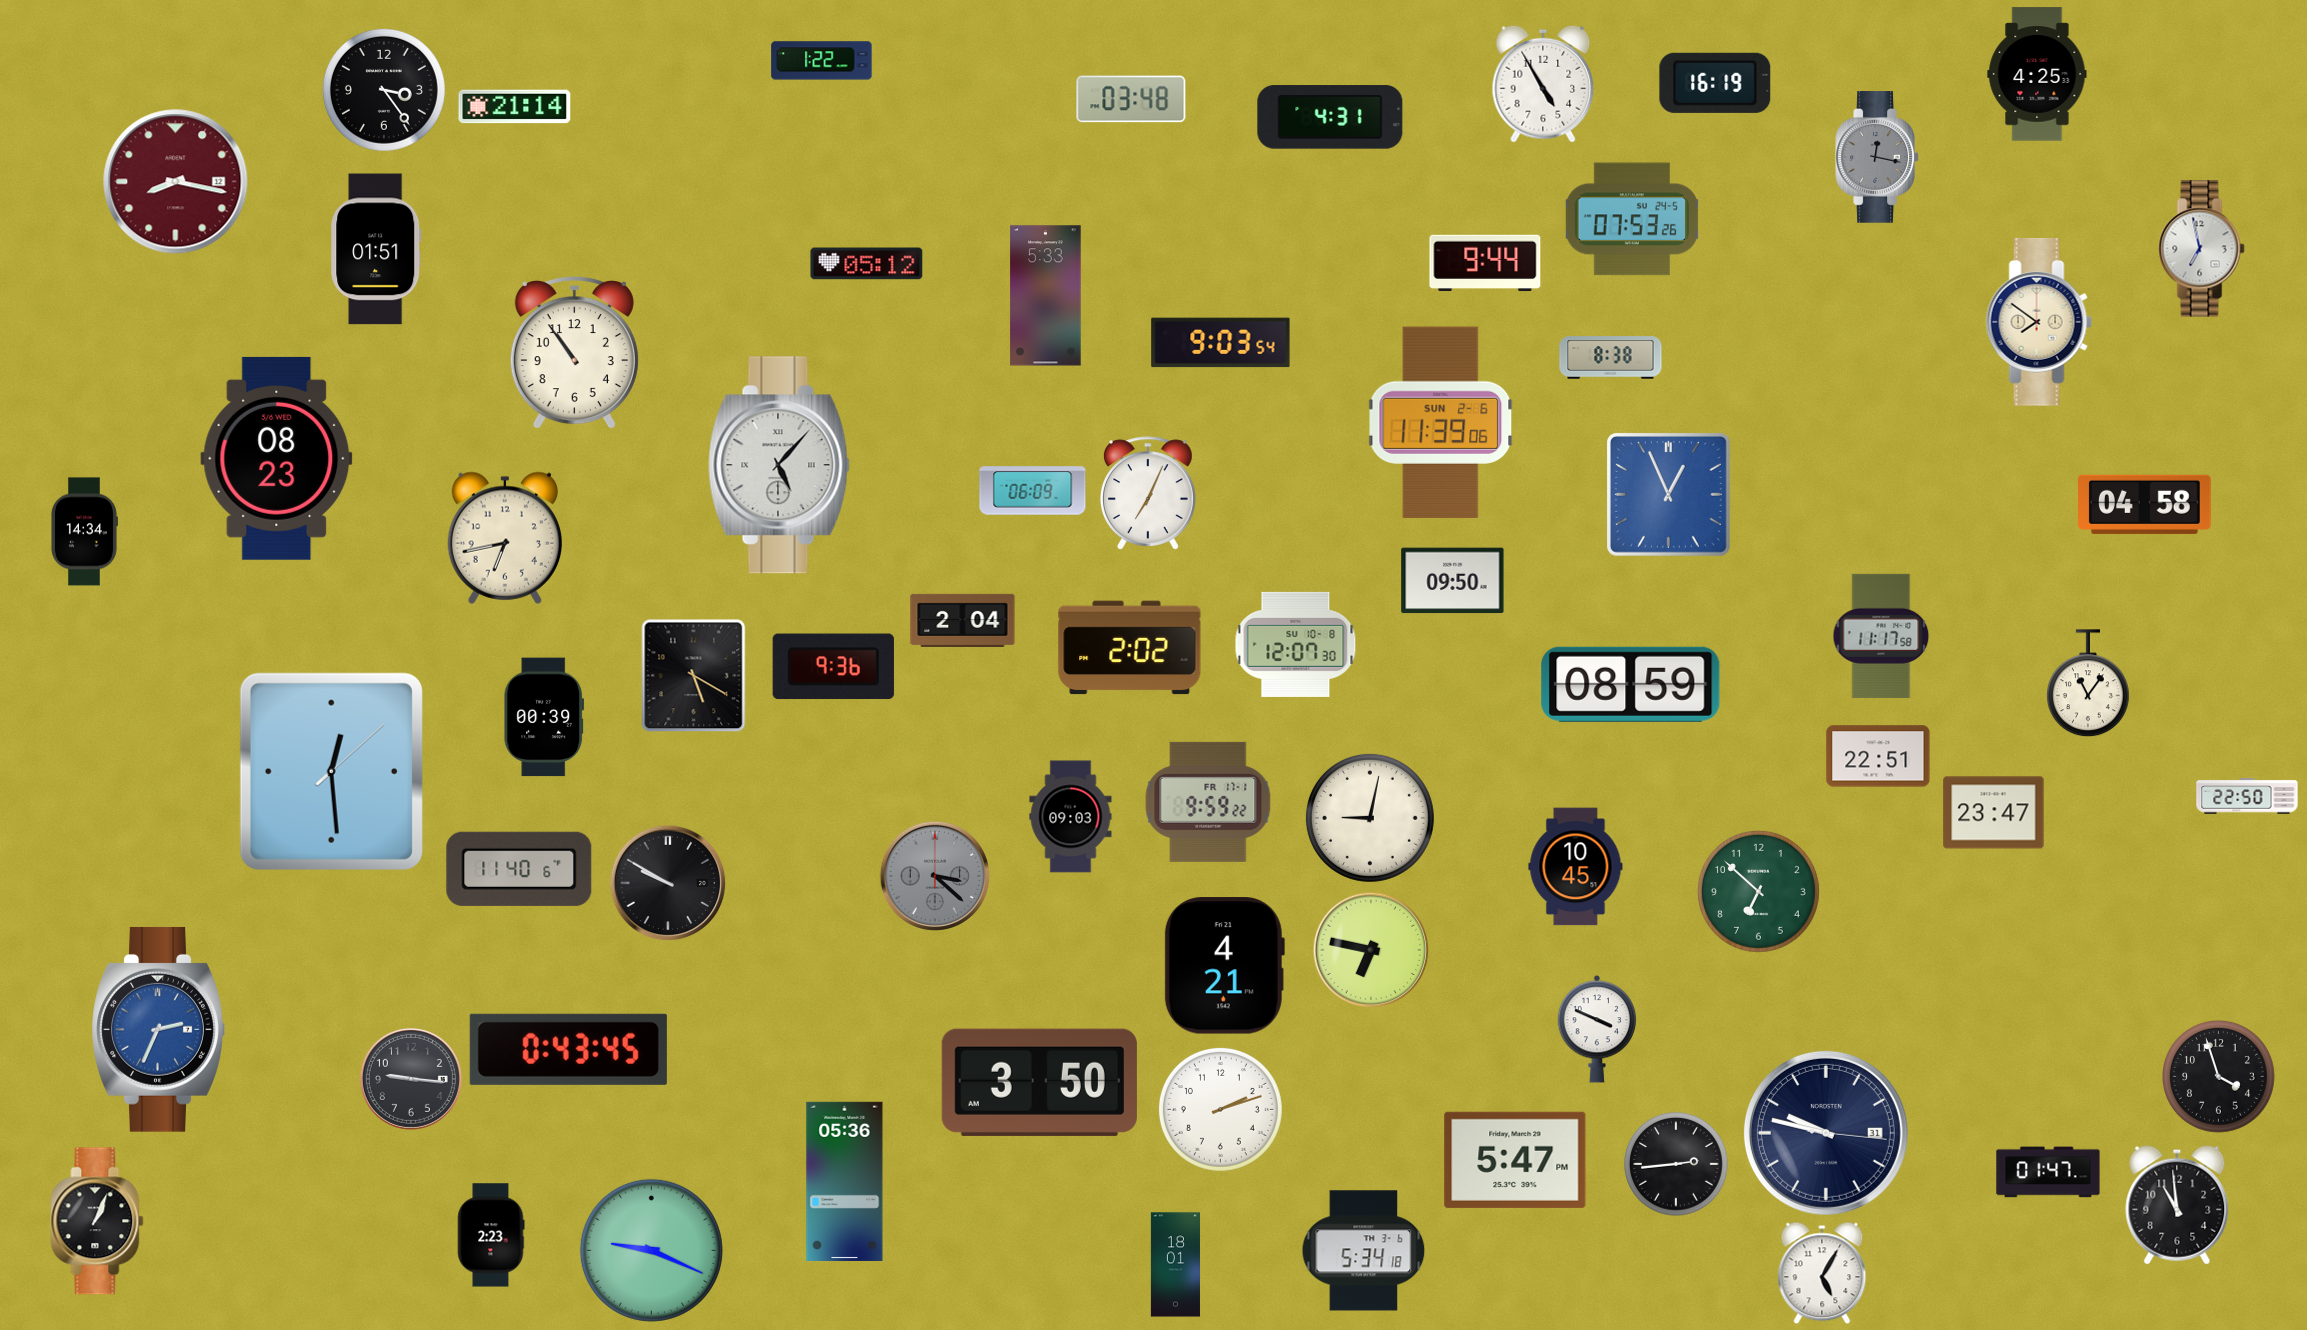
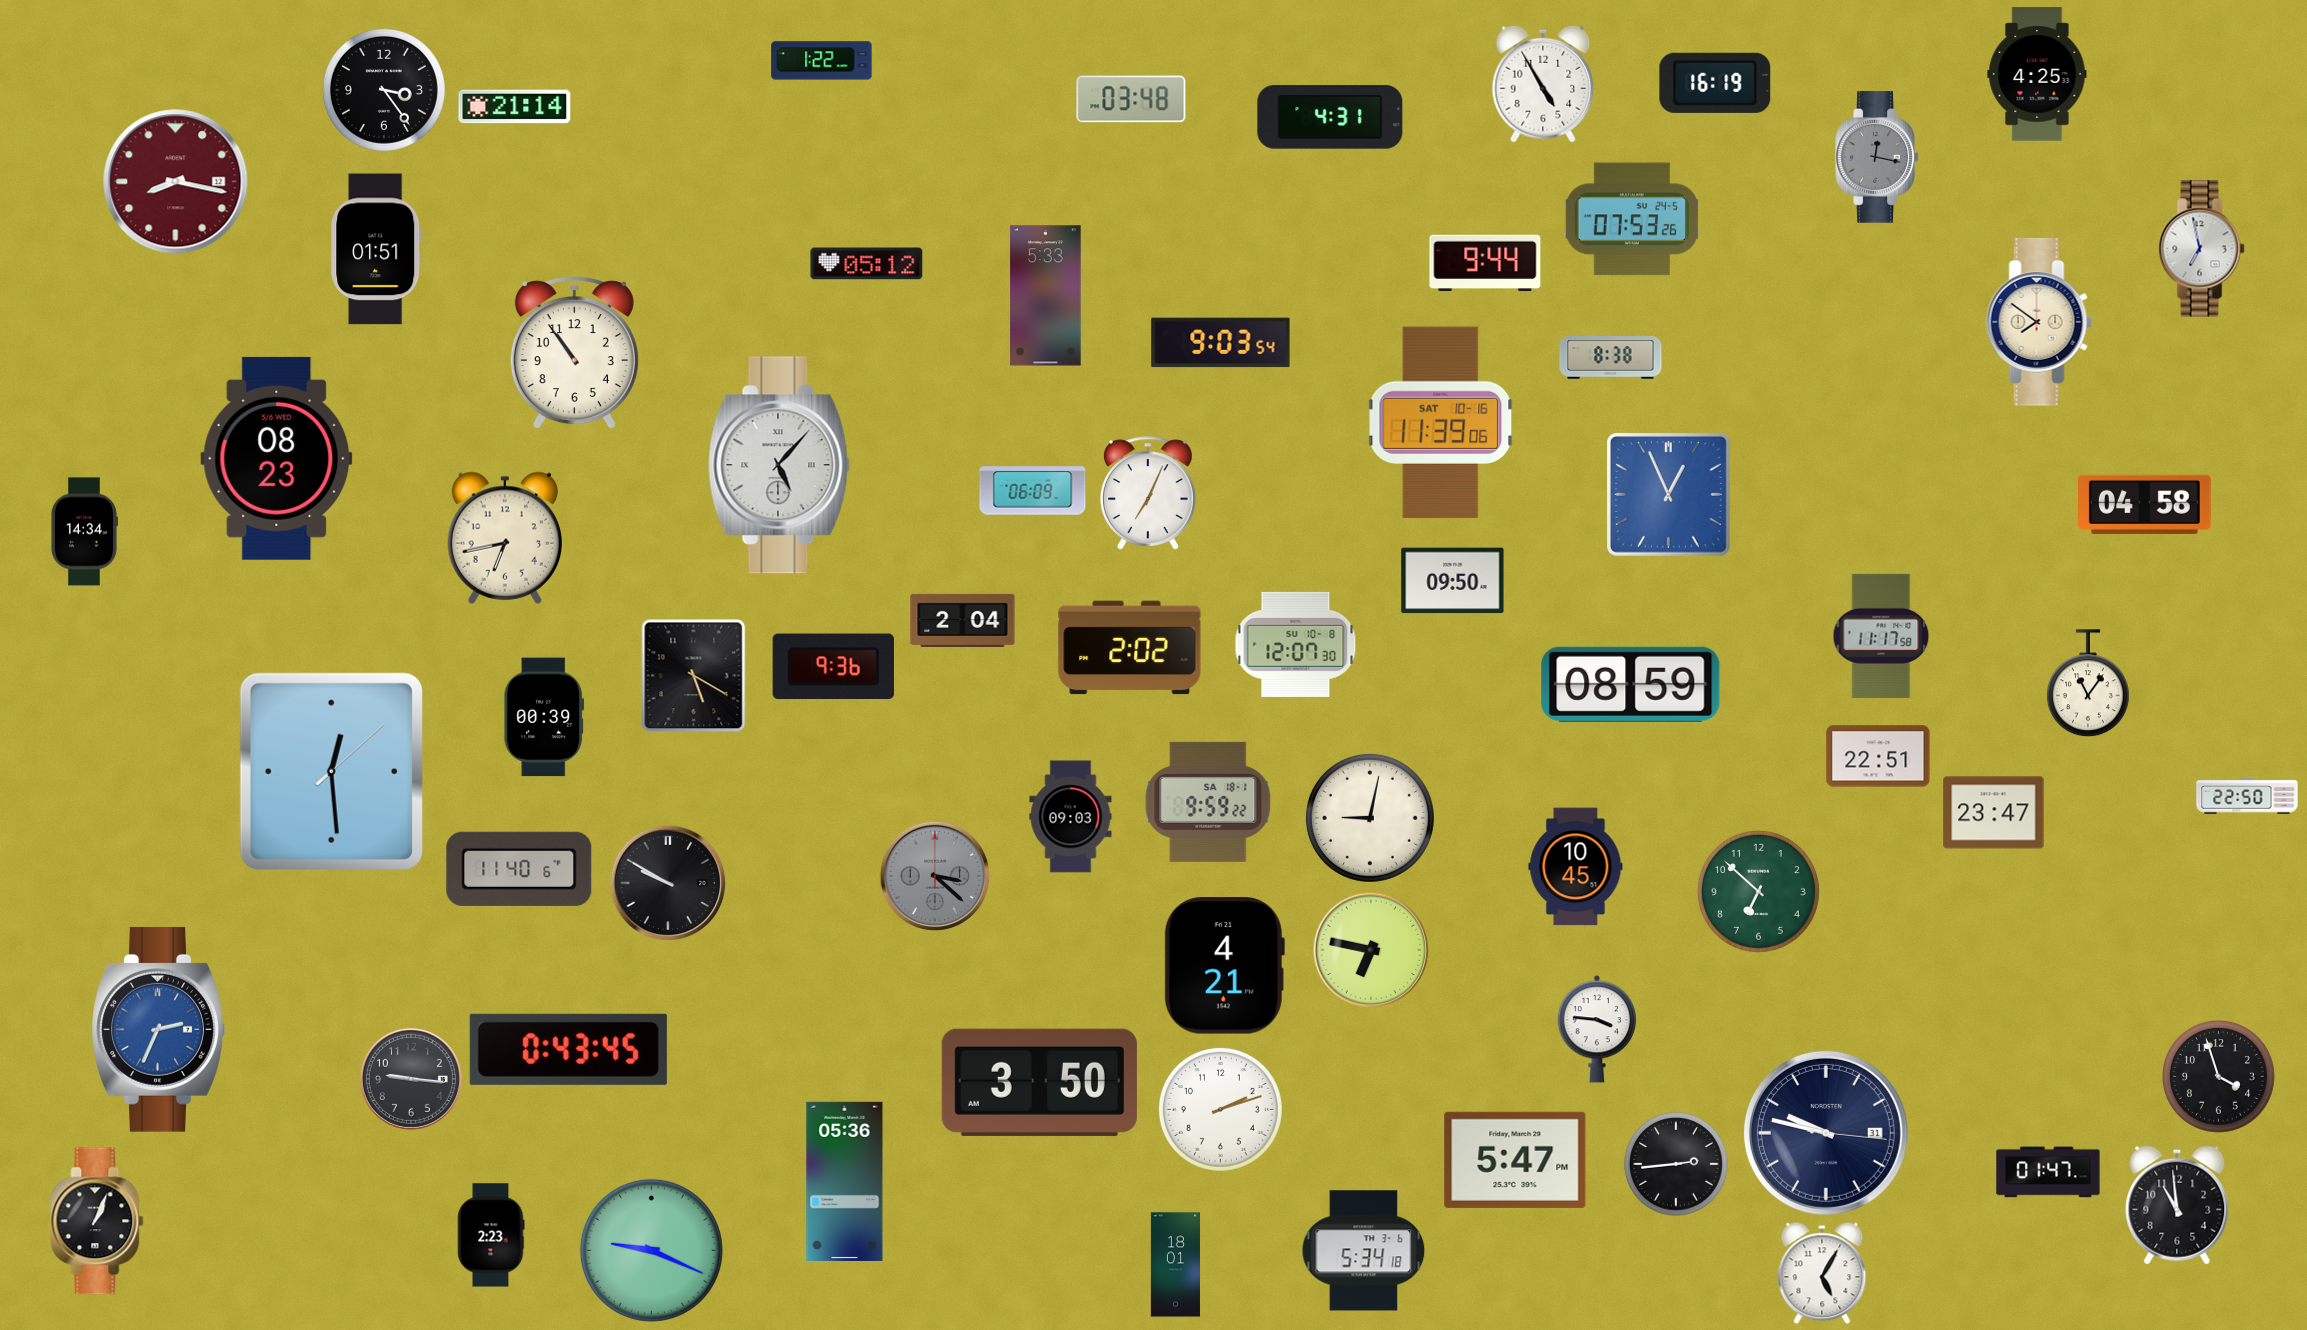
clock at (1441, 423) date: SUN 2-6 -> SAT 10-16
clock at (1208, 802) date: FR 17-1 -> SA 18-1
clock at (1597, 1029): 3:49 -> 3:46
